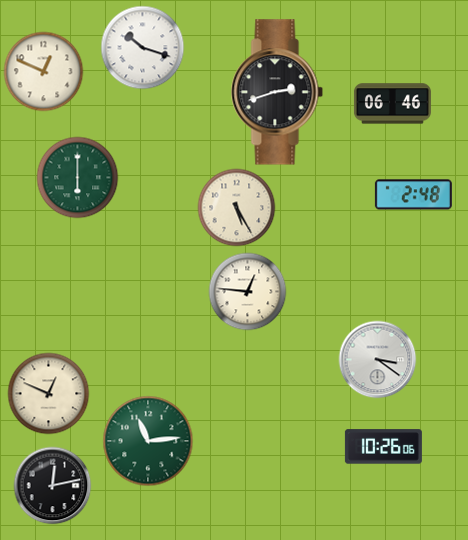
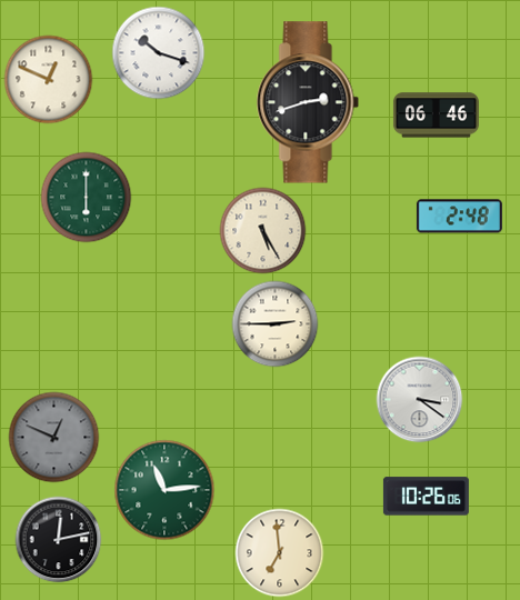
clock at (247, 291): 12:46 -> 2:45
clock at (48, 393) dial: cream -> grey
clock at (279, 552): none -> 6:59
